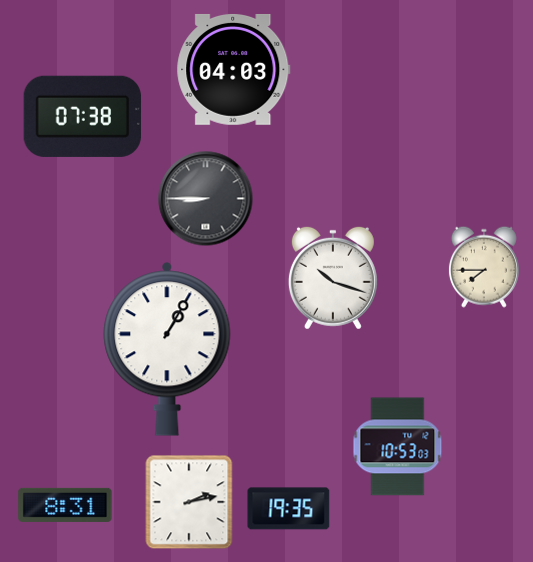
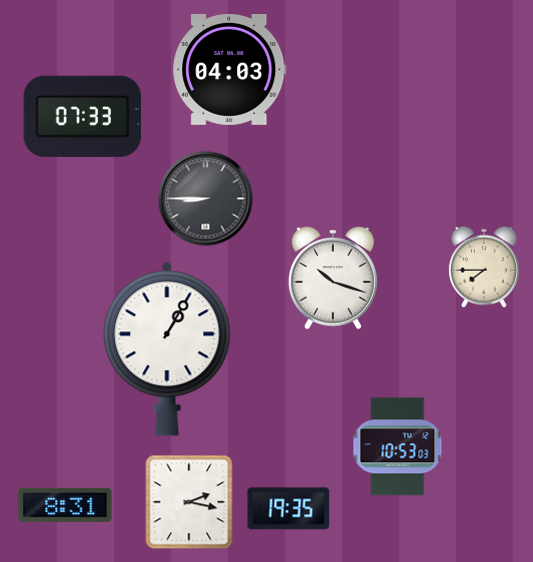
clock at (234, 69) position: (234, 69) -> (230, 69)
clock at (82, 116): 07:38 -> 07:33
clock at (189, 502): 2:13 -> 2:17
